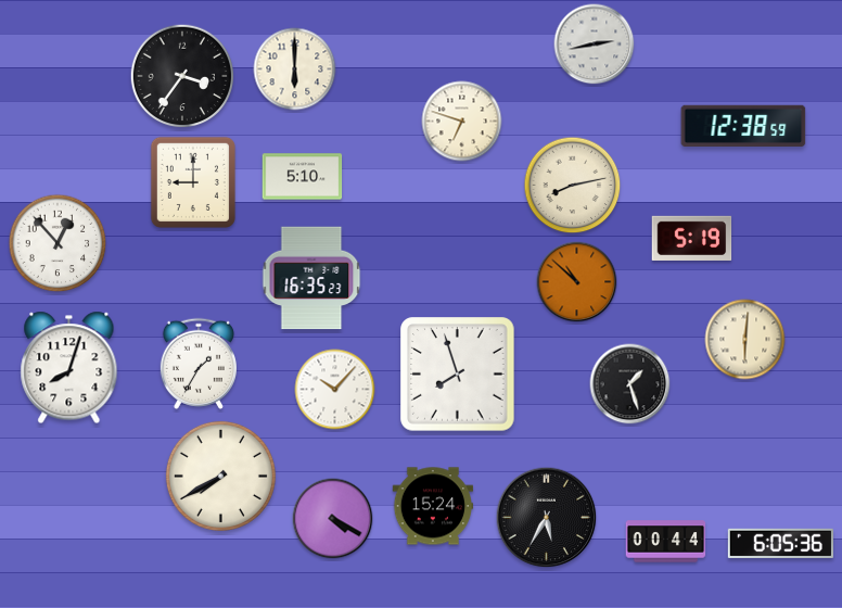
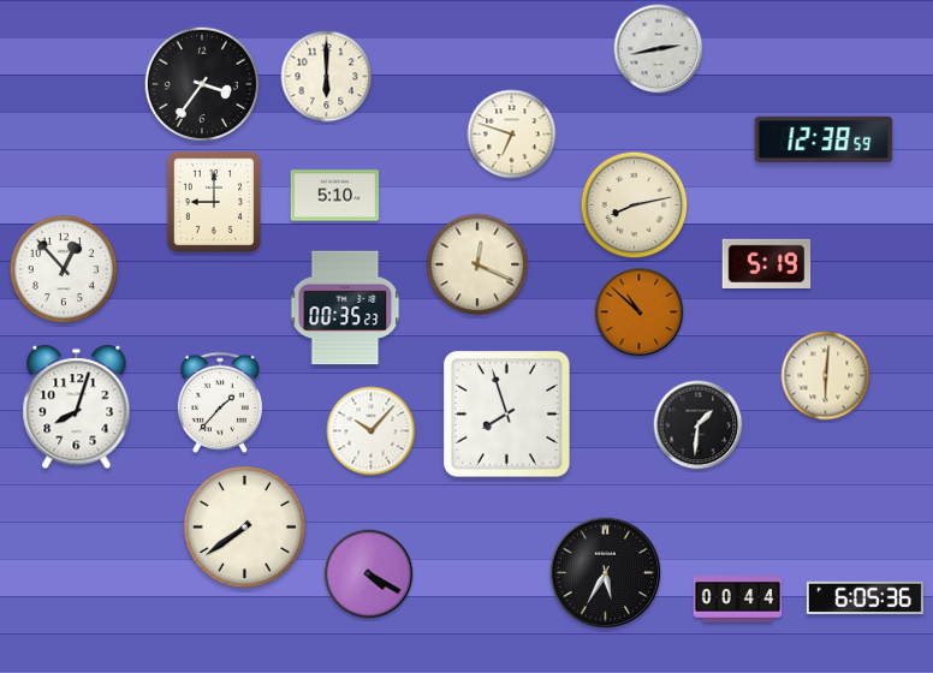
clock at (477, 264): none -> 12:19
clock at (311, 278): 16:35 -> 00:35
clock at (199, 364): 1:35 -> 1:37
clock at (630, 384): 1:27 -> 1:31
clock at (220, 476): 7:40 -> 7:39
clock at (433, 506): 15:24 -> none
clock at (780, 543) position: (780, 543) -> (864, 597)
